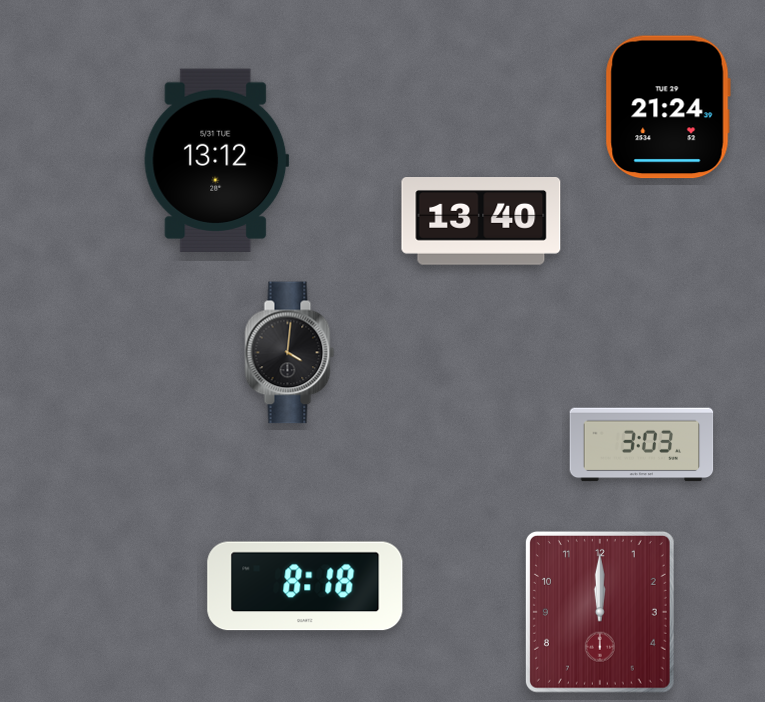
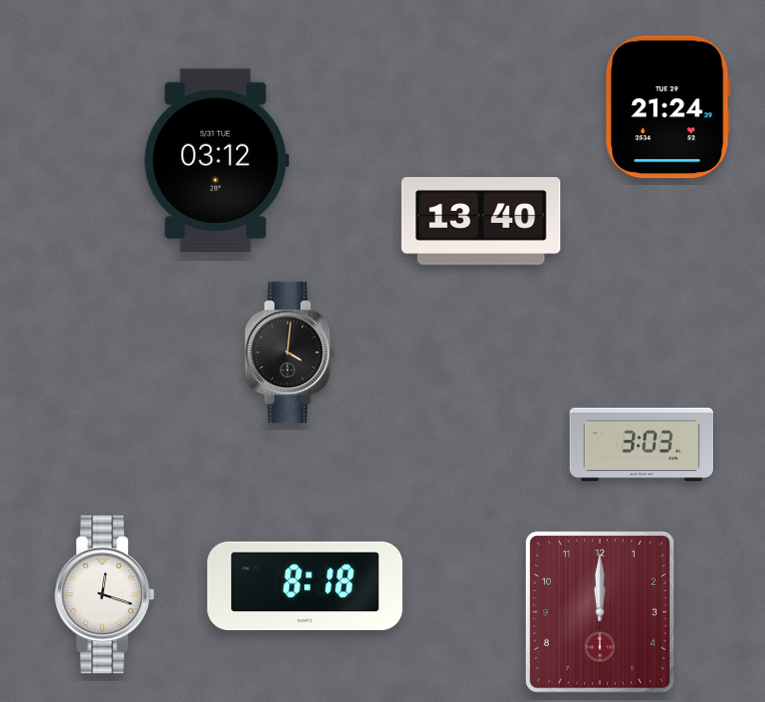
clock at (217, 160): 13:12 -> 03:12
clock at (105, 595): none -> 12:18
